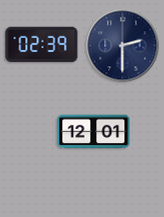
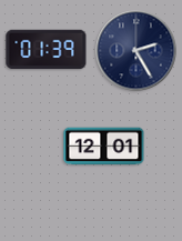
clock at (42, 45): 02:39 -> 01:39
clock at (123, 46): 2:30 -> 2:25
